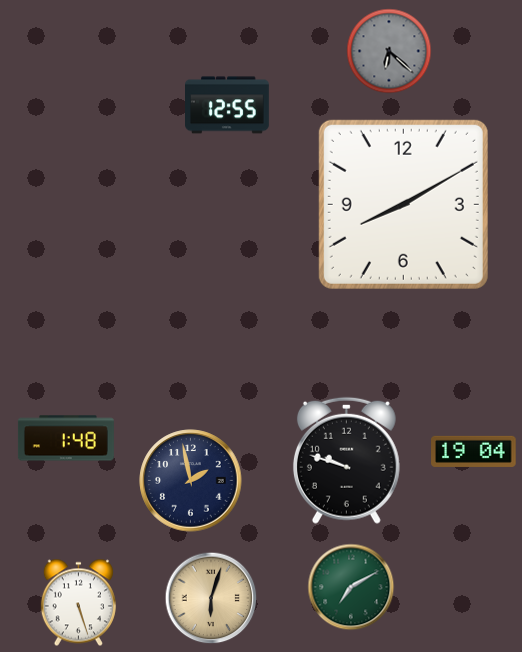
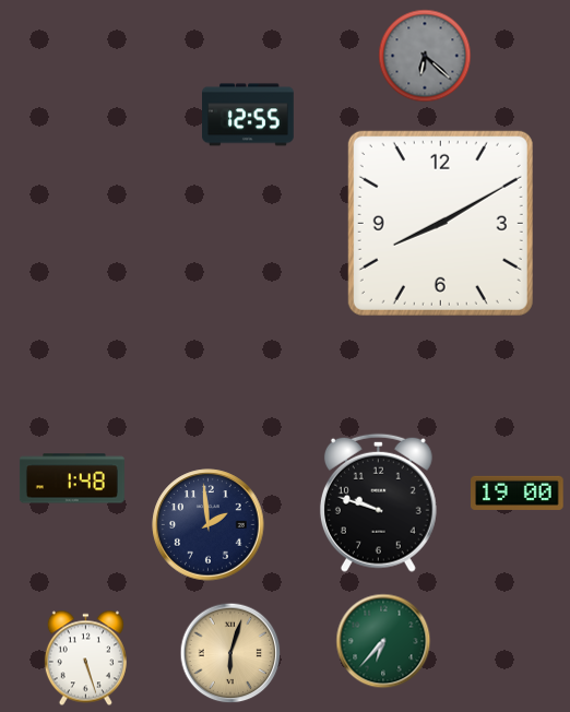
clock at (474, 451): 19:04 -> 19:00
clock at (191, 481): 1:58 -> 1:59
clock at (351, 587): 7:10 -> 6:37
